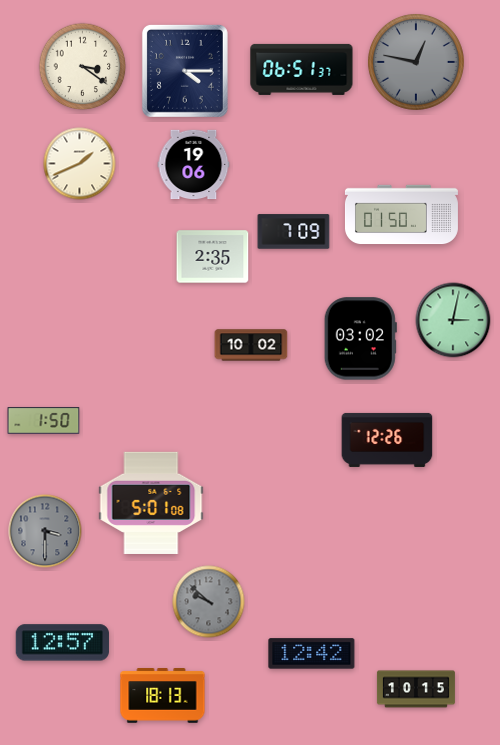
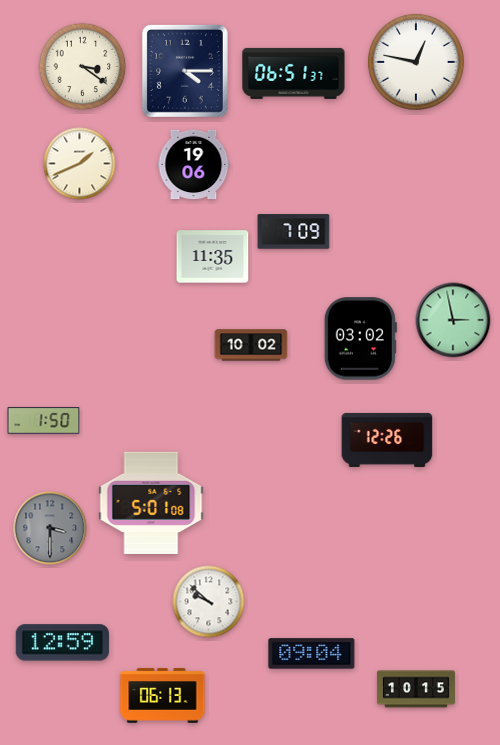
clock at (416, 62) dial: grey -> white
clock at (302, 69) position: (302, 69) -> (294, 73)
clock at (401, 215): 01:50 -> none
clock at (213, 257): 2:35 -> 11:35
clock at (453, 320): 3:02 -> 2:58
clock at (45, 531) position: (45, 531) -> (50, 528)
clock at (209, 602) dial: grey -> white
clock at (62, 643): 12:57 -> 12:59
clock at (312, 654): 12:42 -> 09:04
clock at (163, 696): 18:13 -> 06:13
